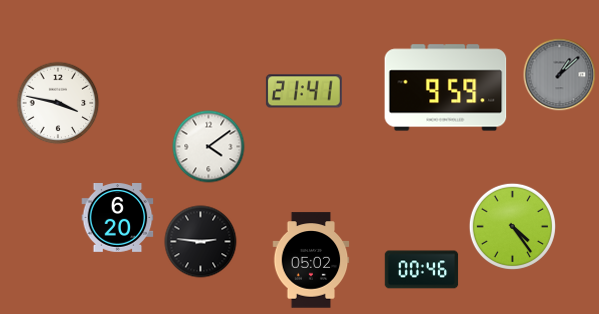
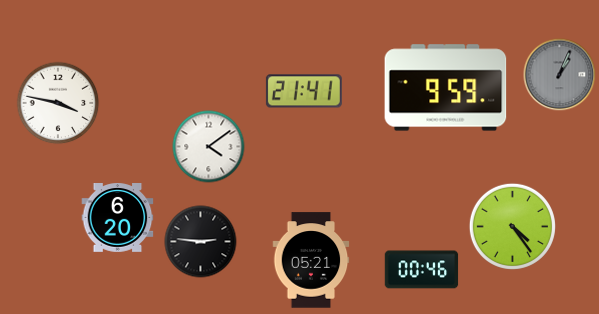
clock at (560, 75): 1:08 -> 1:04
clock at (311, 260): 05:02 -> 05:21
